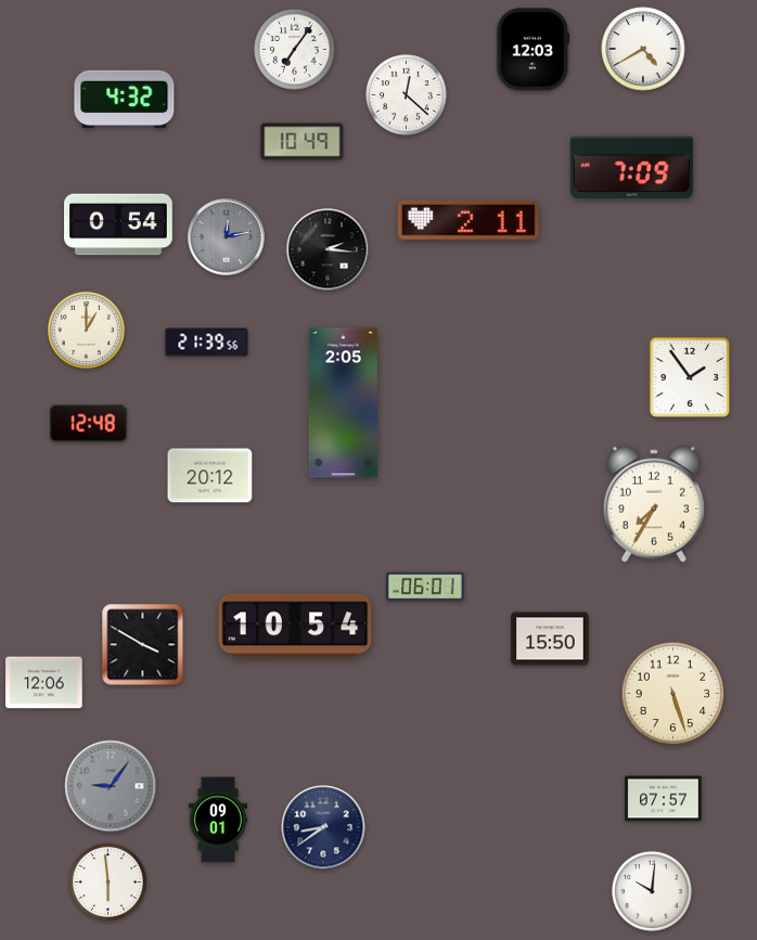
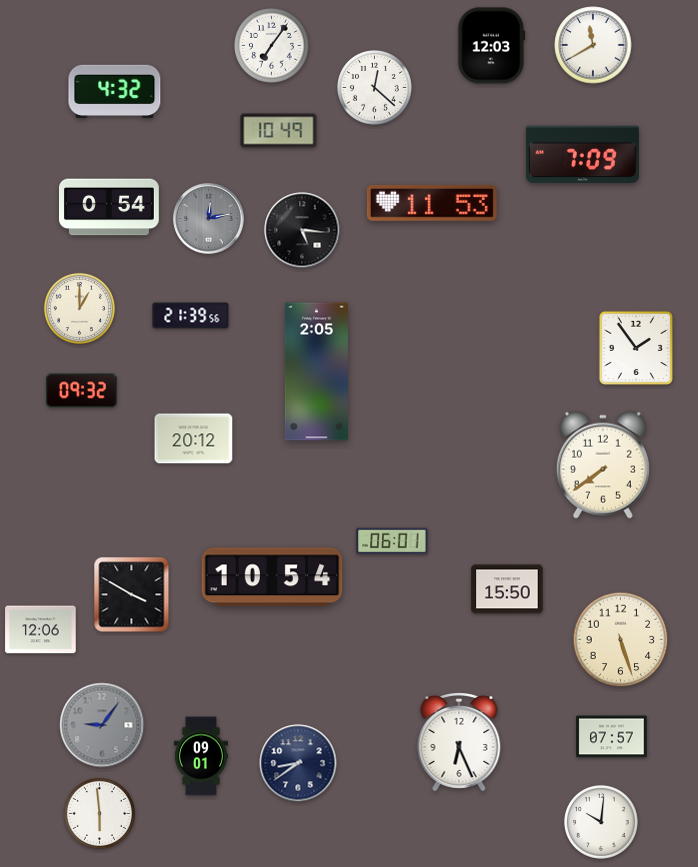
clock at (643, 49): 4:40 -> 11:40
clock at (469, 220): 2:11 -> 11:53
clock at (328, 249): 2:16 -> 5:16
clock at (86, 330) position: (86, 330) -> (79, 308)
clock at (89, 424): 12:48 -> 09:32
clock at (654, 504): 7:35 -> 7:39
clock at (459, 743): none -> 6:26
